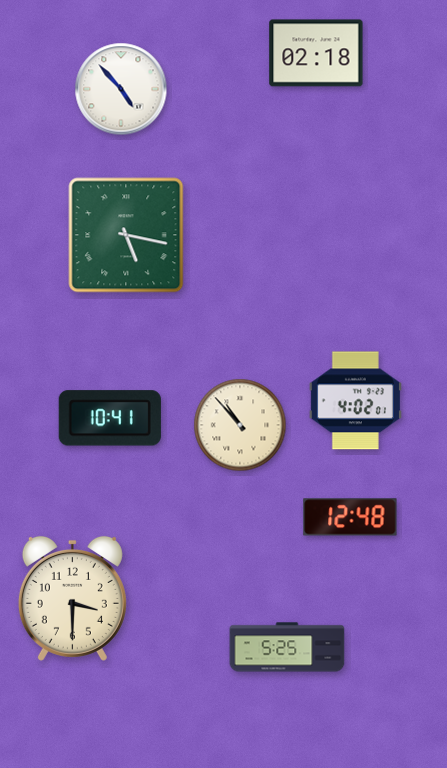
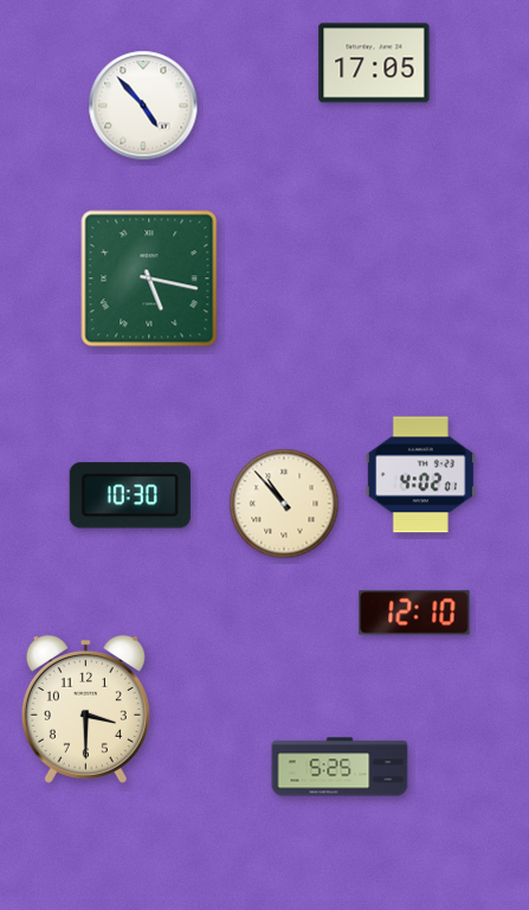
clock at (316, 53): 02:18 -> 17:05
clock at (110, 418): 10:41 -> 10:30
clock at (350, 517): 12:48 -> 12:10
